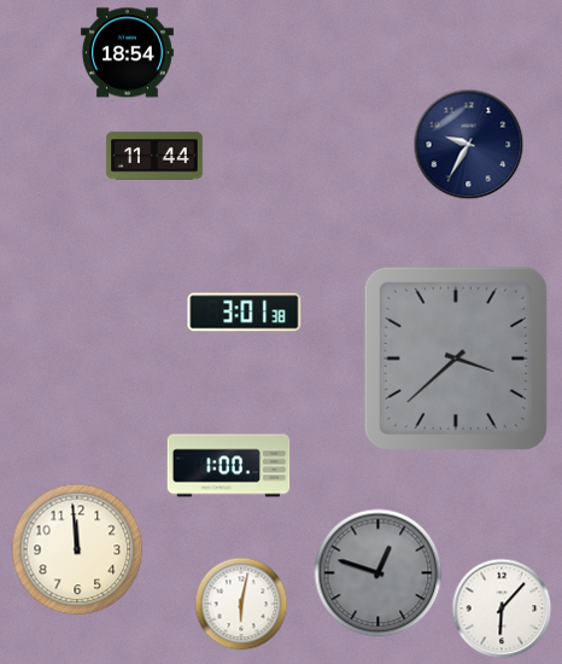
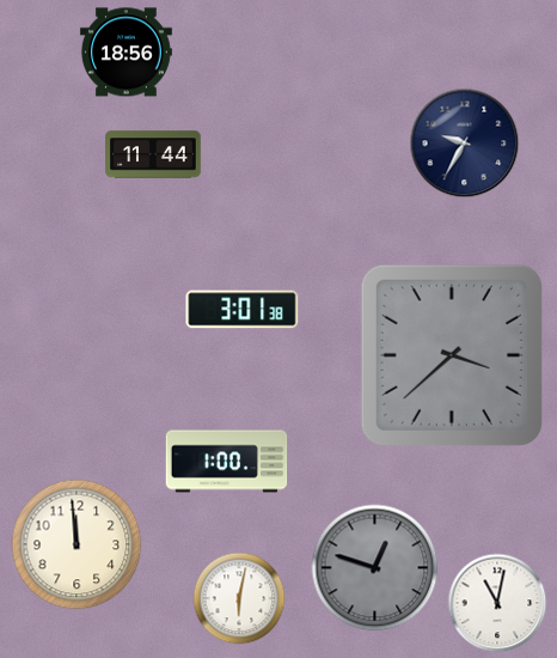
clock at (127, 53): 18:54 -> 18:56
clock at (502, 608): 6:07 -> 11:02
